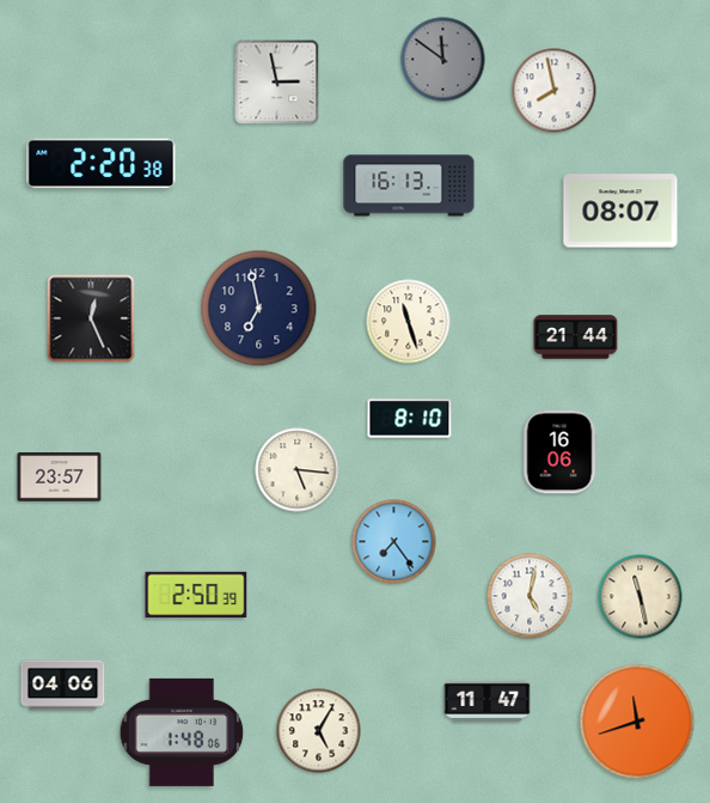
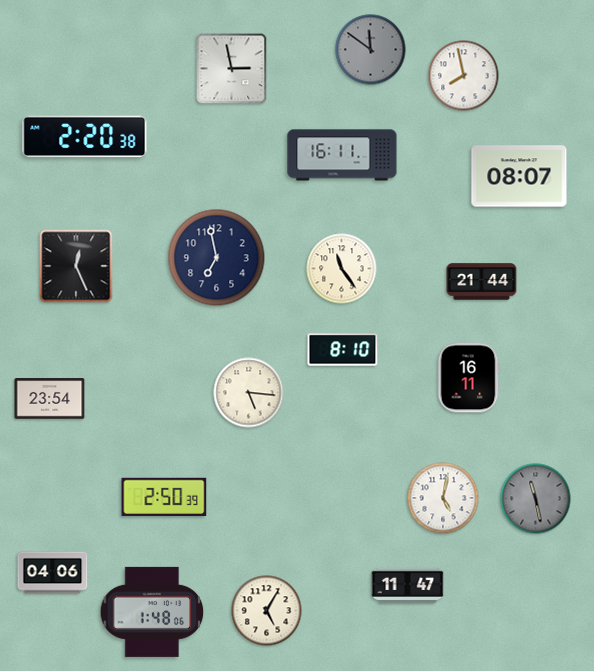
clock at (409, 185): 16:13 -> 16:11
clock at (409, 322): 11:27 -> 11:24
clock at (559, 452): 16:06 -> 16:11
clock at (60, 477): 23:57 -> 23:54
clock at (394, 542): 7:24 -> none
clock at (641, 597) dial: cream -> grey
clock at (637, 722): 11:42 -> none
